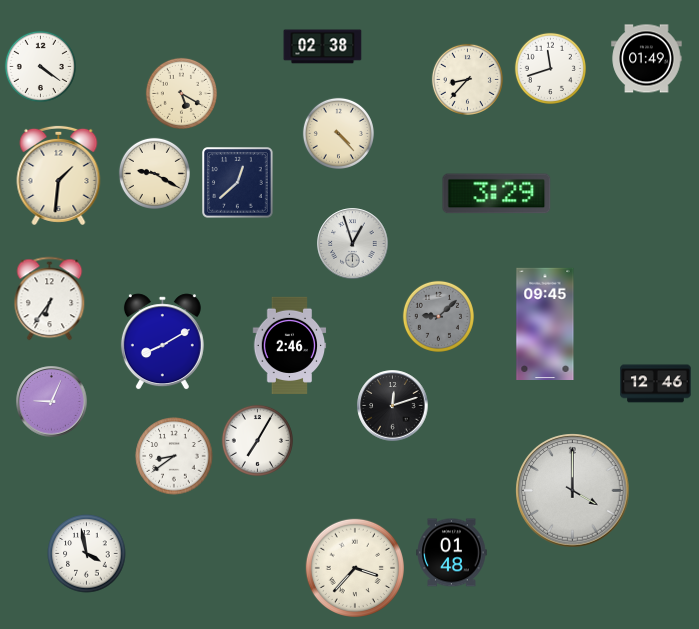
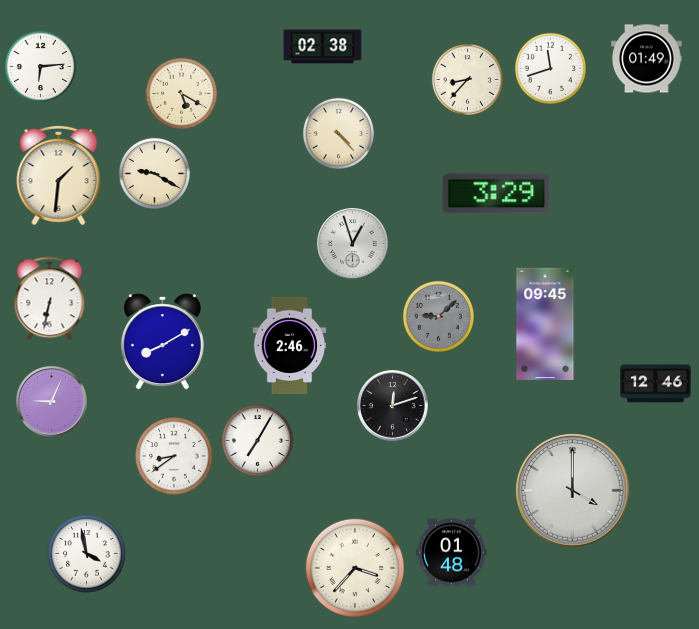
clock at (40, 66): 4:21 -> 6:14
clock at (238, 183): 12:38 -> none
clock at (50, 299): 6:36 -> 6:32
